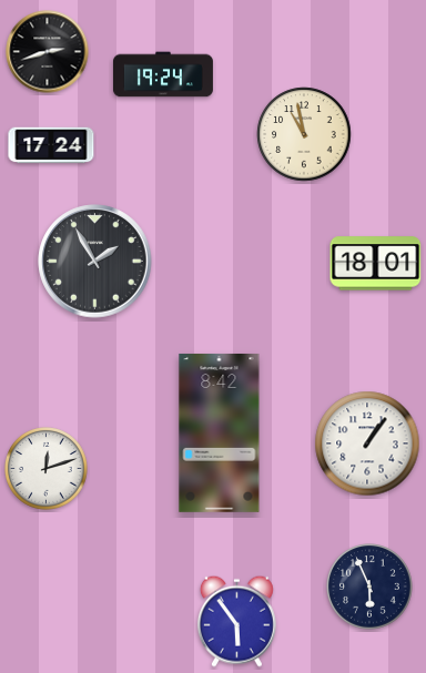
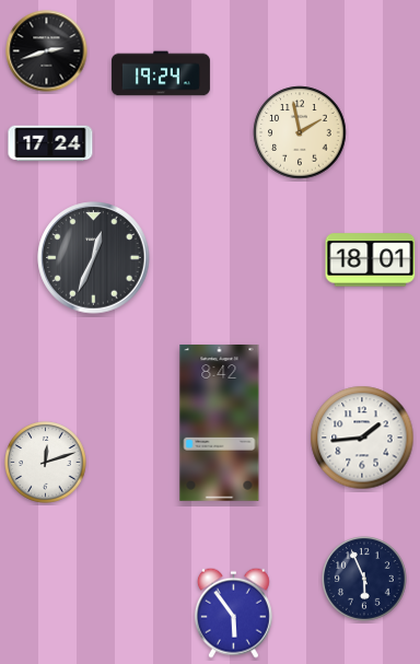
clock at (304, 134): 10:58 -> 1:58
clock at (95, 262): 1:55 -> 12:34
clock at (220, 434) position: (220, 434) -> (220, 423)
clock at (367, 443): 1:06 -> 1:44
